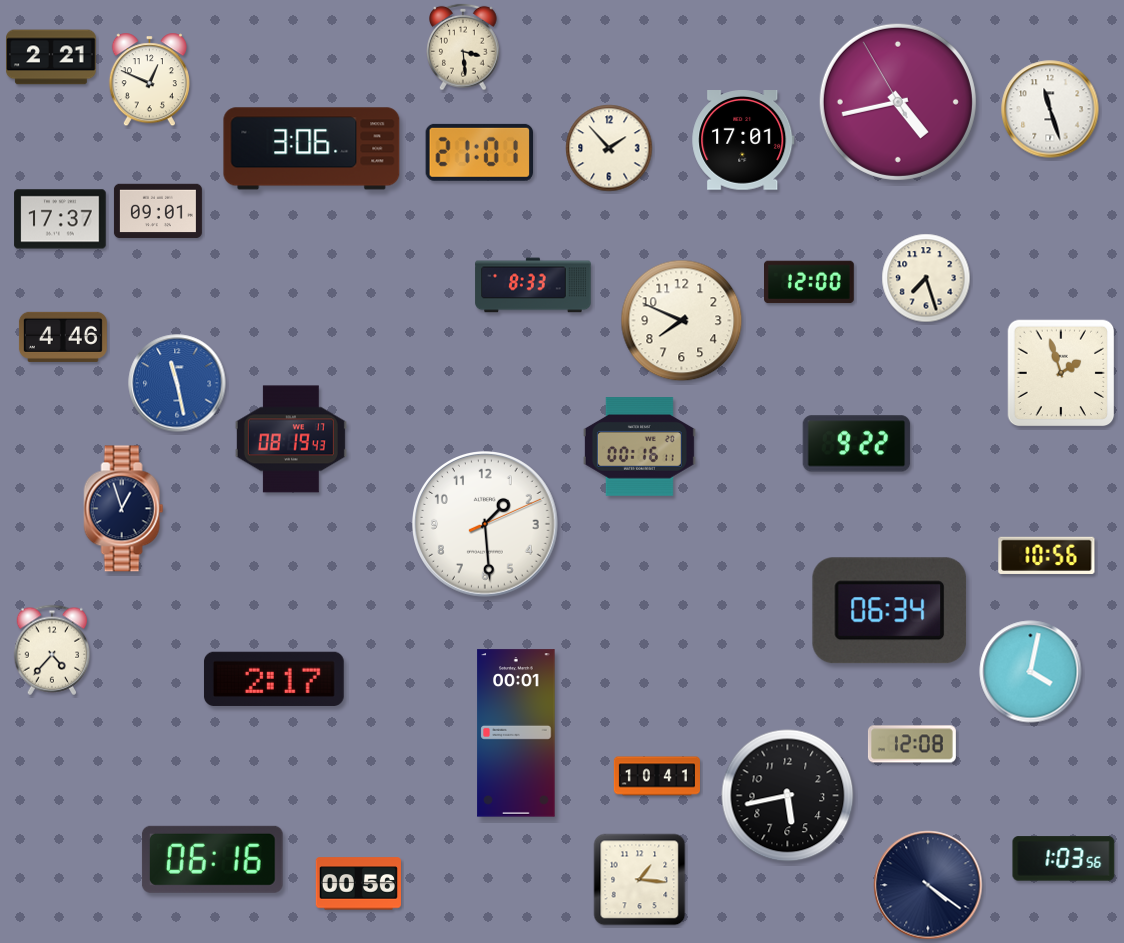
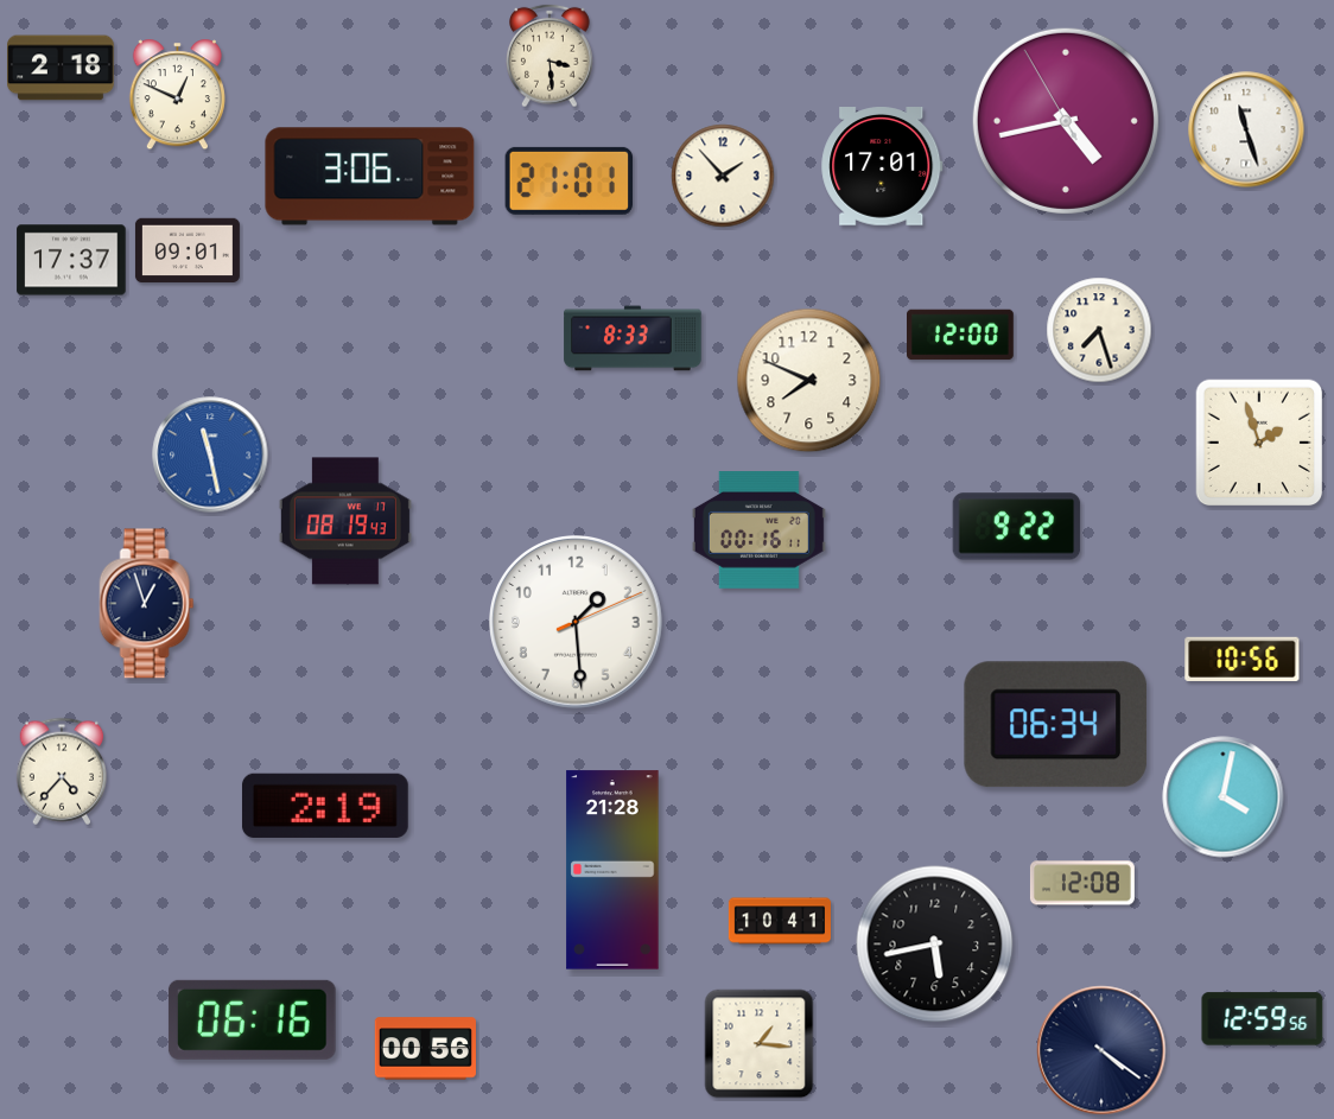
clock at (52, 57): 2:21 -> 2:18
clock at (63, 337): 4:46 -> none
clock at (274, 679): 2:17 -> 2:19
clock at (516, 733): 00:01 -> 21:28
clock at (1064, 859): 1:03 -> 12:59
